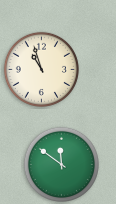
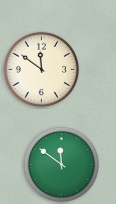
clock at (41, 69): 10:57 -> 11:51
